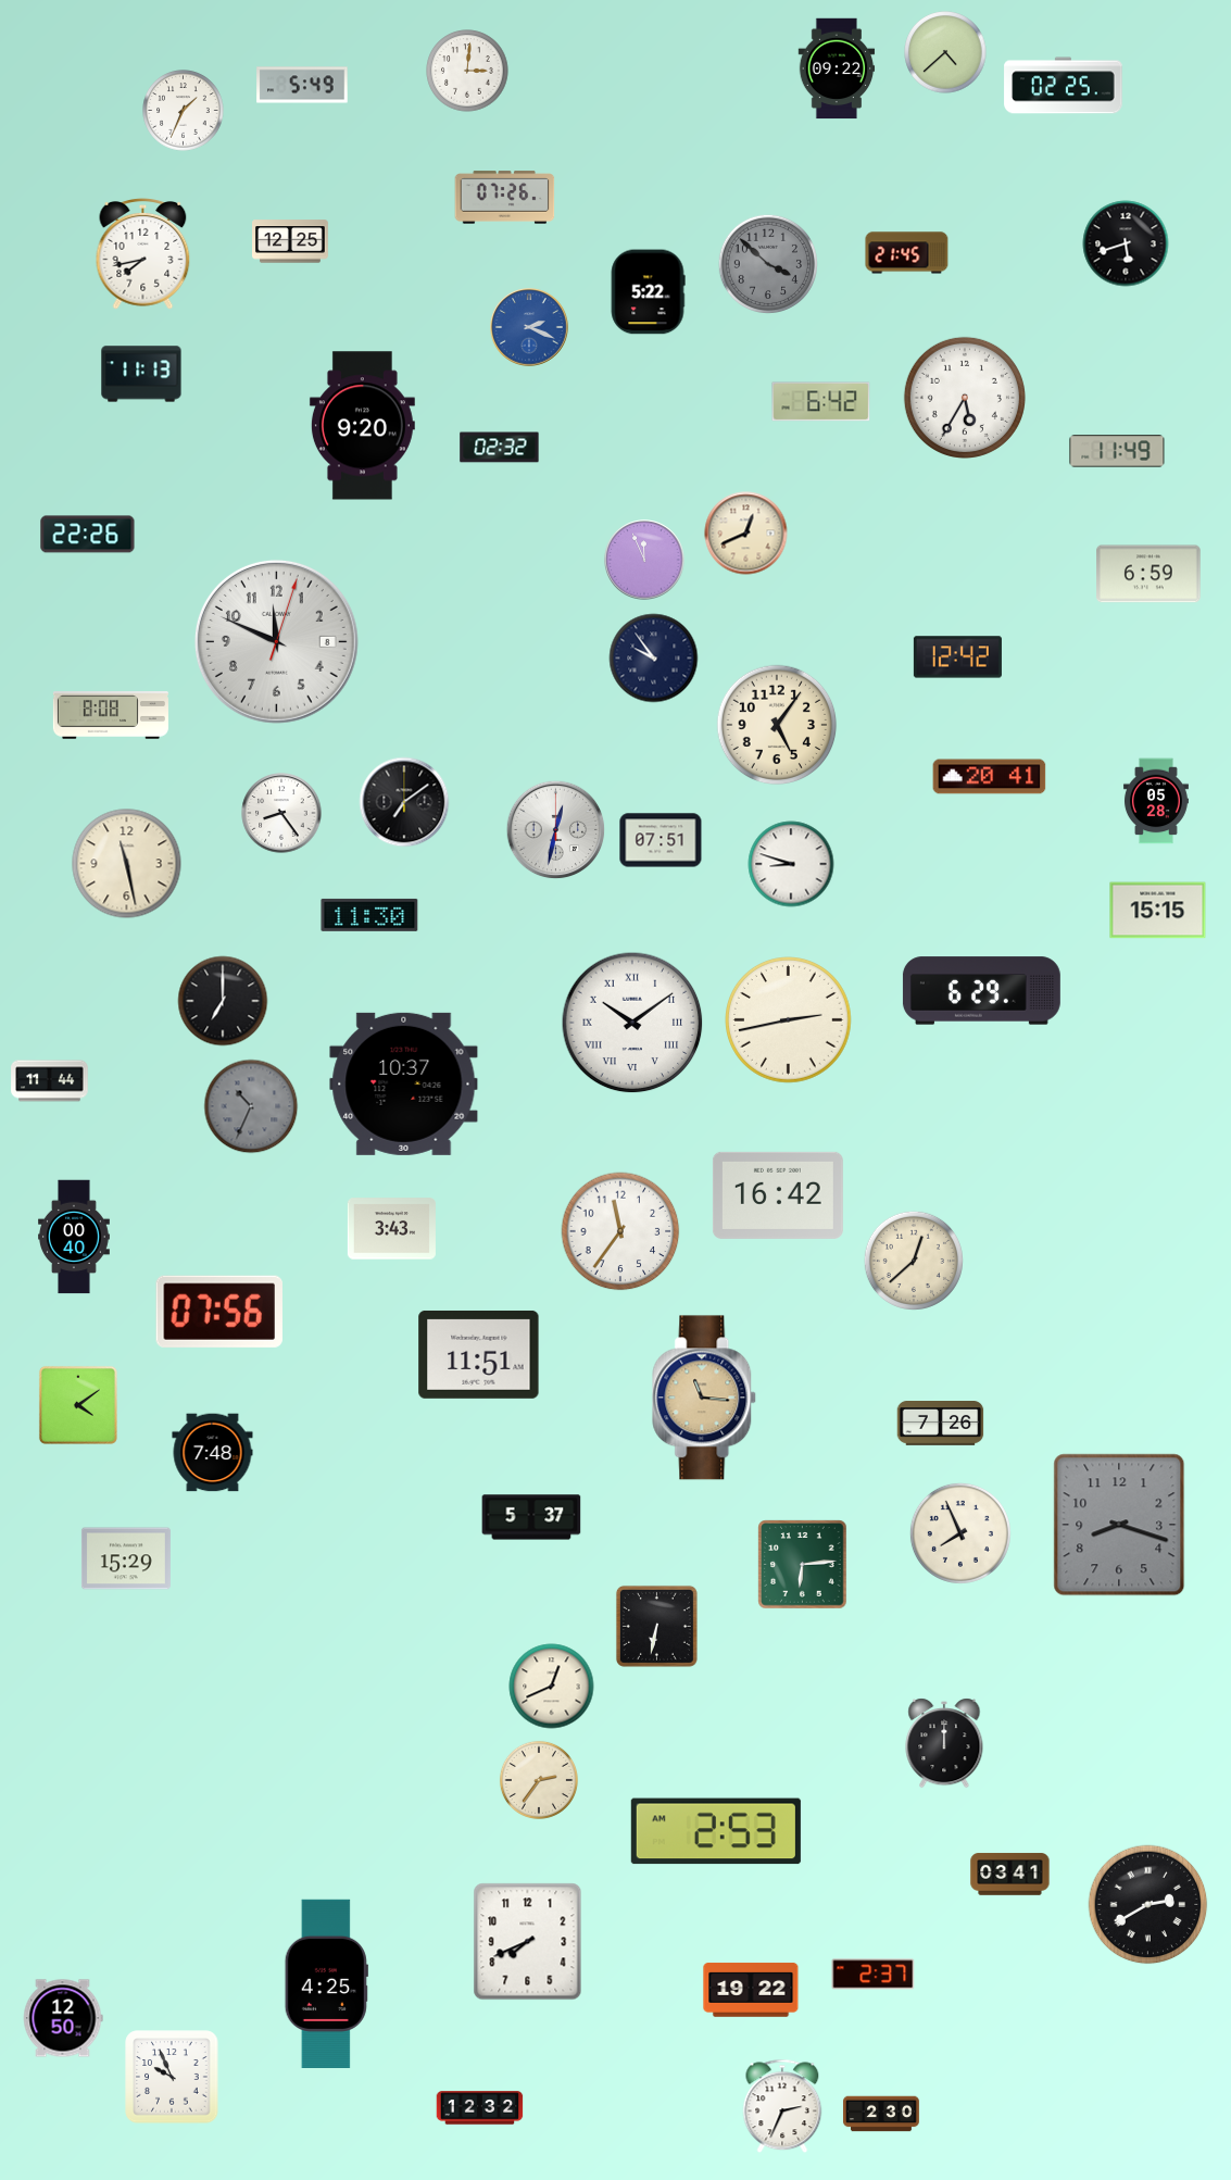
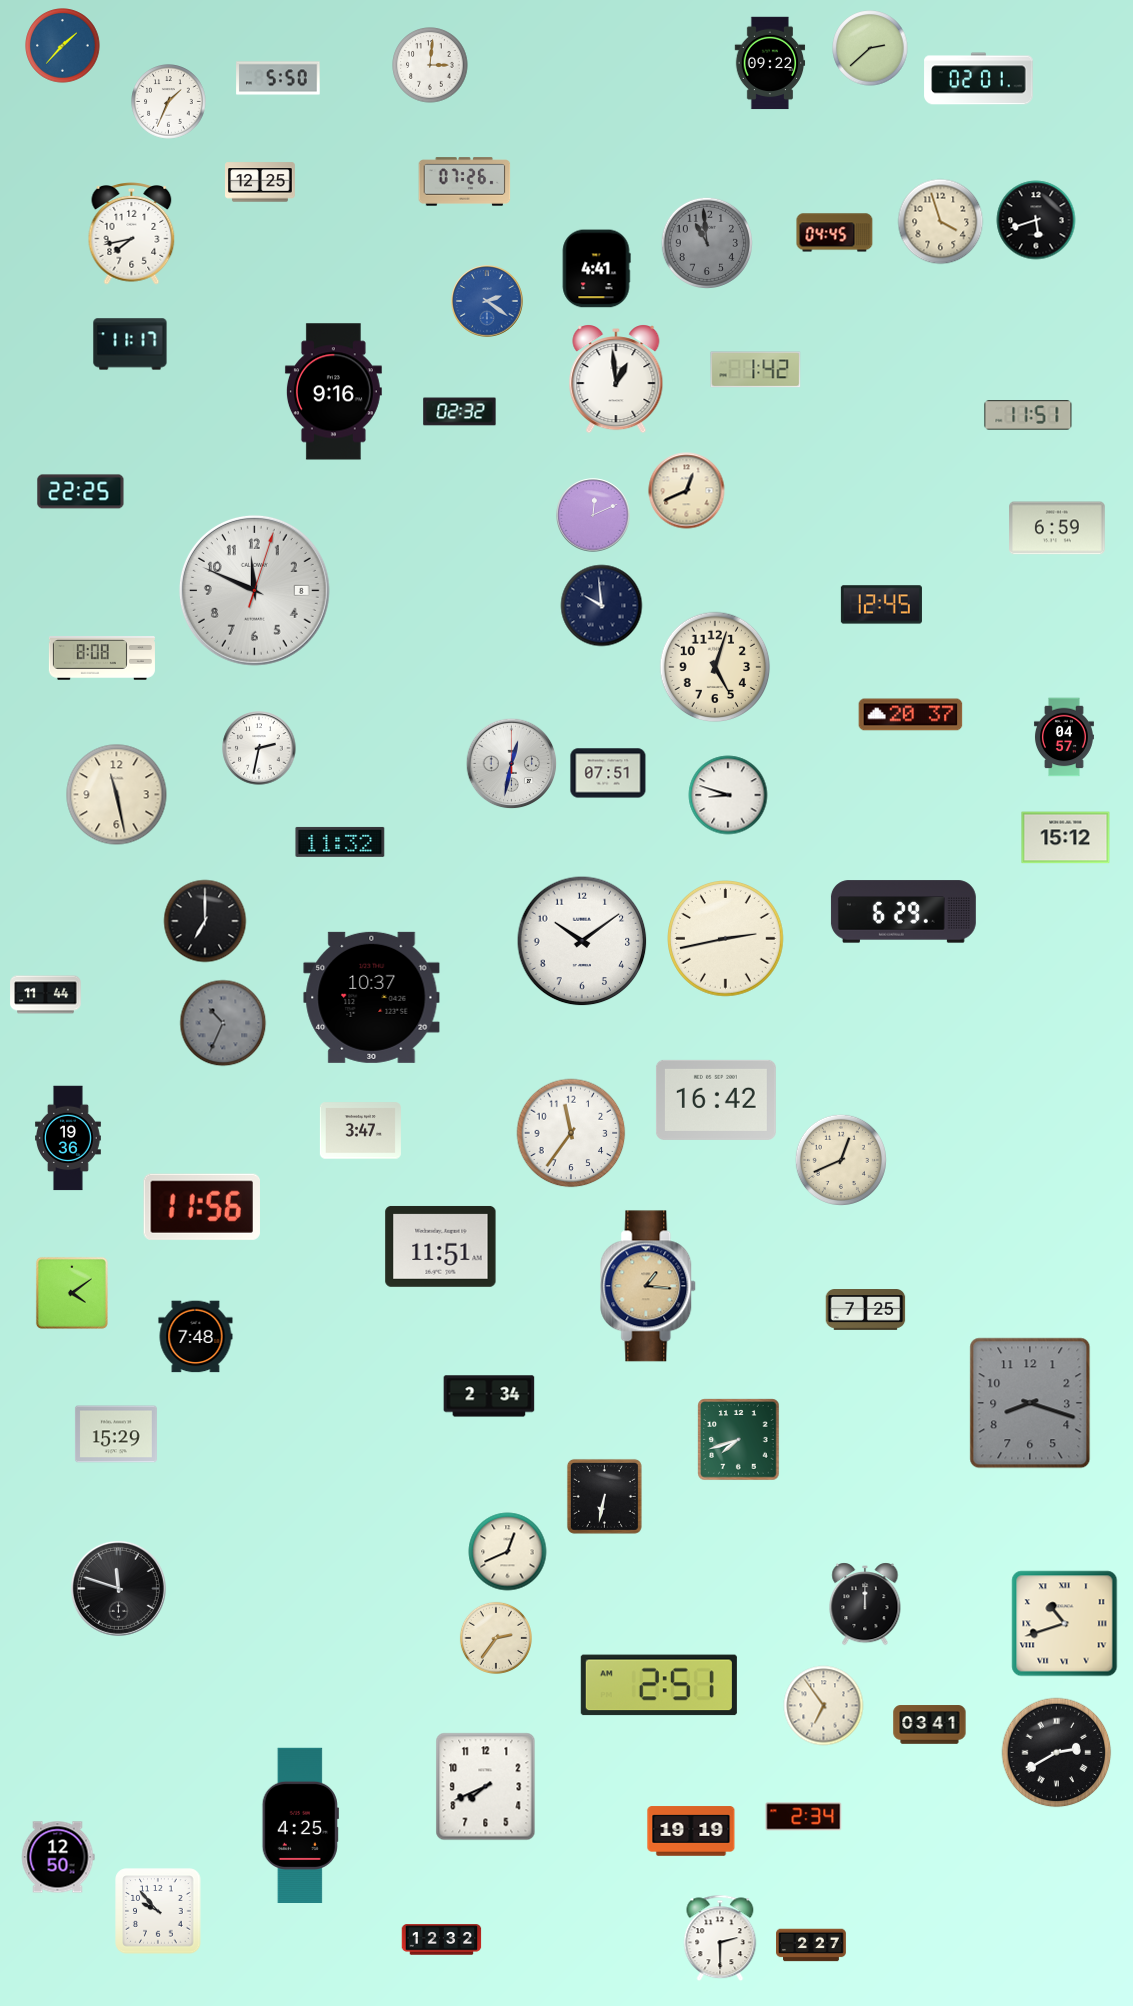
clock at (63, 46): none -> 1:37
clock at (945, 52): 4:38 -> 2:38
clock at (302, 85): 5:49 -> 5:50
clock at (1064, 86): 02:25 -> 02:01
clock at (291, 241) position: (291, 241) -> (261, 182)
clock at (941, 222): none -> 3:57
clock at (1126, 243) position: (1126, 243) -> (1036, 220)
clock at (907, 253): 21:45 -> 04:45
clock at (767, 263): 3:52 -> 10:59
clock at (648, 292): 5:22 -> 4:41
clock at (529, 327): 2:19 -> 2:21
clock at (141, 374): 11:13 -> 11:17
clock at (965, 398): 5:35 -> none
clock at (821, 402): 6:42 -> 1:42
clock at (616, 379): none -> 12:59
clock at (362, 426): 9:20 -> 9:16
clock at (1117, 451): 11:49 -> 11:51
clock at (88, 535): 22:26 -> 22:25
clock at (644, 560): 11:56 -> 12:11
clock at (957, 657): 12:42 -> 12:45
clock at (654, 659): 9:54 -> 9:59
clock at (777, 725): 5:06 -> 5:03
clock at (990, 777): 20:41 -> 20:37
clock at (1156, 801): 05:28 -> 04:57
clock at (404, 802): 7:09 -> none
clock at (281, 813): 8:24 -> 2:32
clock at (1158, 911): 15:15 -> 15:12
clock at (369, 915): 11:30 -> 11:32
clock at (632, 1023) numerals: Roman -> Arabic
clock at (251, 1106) position: (251, 1106) -> (223, 1023)
clock at (391, 1229): 3:43 -> 3:47
clock at (75, 1237): 00:40 -> 19:36
clock at (913, 1260): 12:38 -> 12:41
clock at (219, 1312): 07:56 -> 11:56
clock at (705, 1398): 11:16 -> 1:16
clock at (941, 1424): 7:26 -> 7:25
clock at (531, 1517): 5:37 -> 2:34
clock at (960, 1533): 7:56 -> none
clock at (803, 1565): 6:14 -> 7:42
clock at (118, 1588): none -> 11:48
clock at (944, 1743) position: (944, 1743) -> (865, 1604)
clock at (1065, 1624): none -> 10:42
clock at (716, 1831): 2:53 -> 2:51
clock at (824, 1706): none -> 6:54
clock at (874, 1975): 2:37 -> 2:34
clock at (751, 1990): 19:22 -> 19:19
clock at (172, 2077): 9:56 -> 9:53
clock at (782, 2106): 2:34 -> 2:30
clock at (881, 2114): 2:30 -> 2:27
